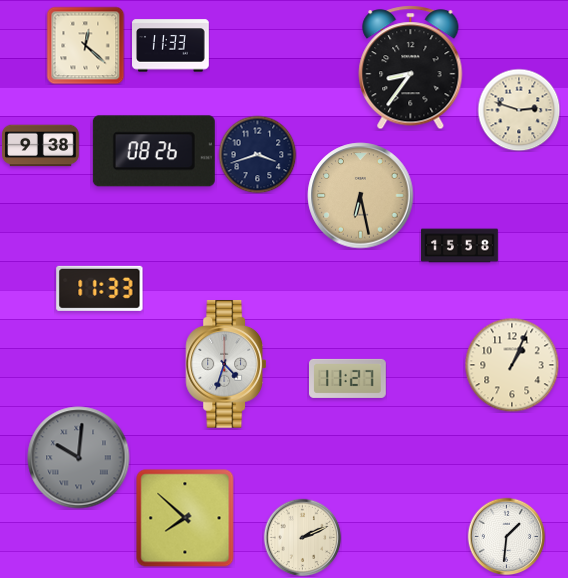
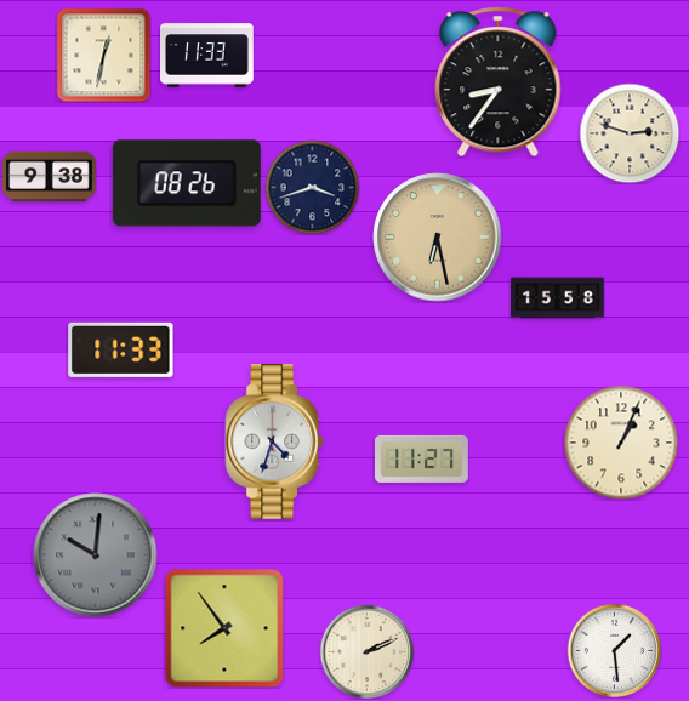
clock at (85, 45): 12:22 -> 12:32
clock at (185, 518): 7:52 -> 7:54
clock at (506, 536): 1:31 -> 1:29
